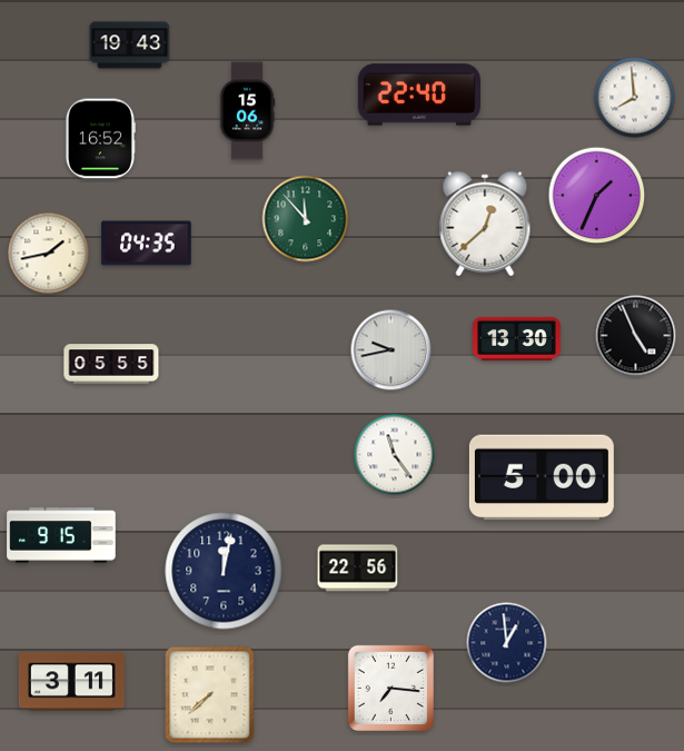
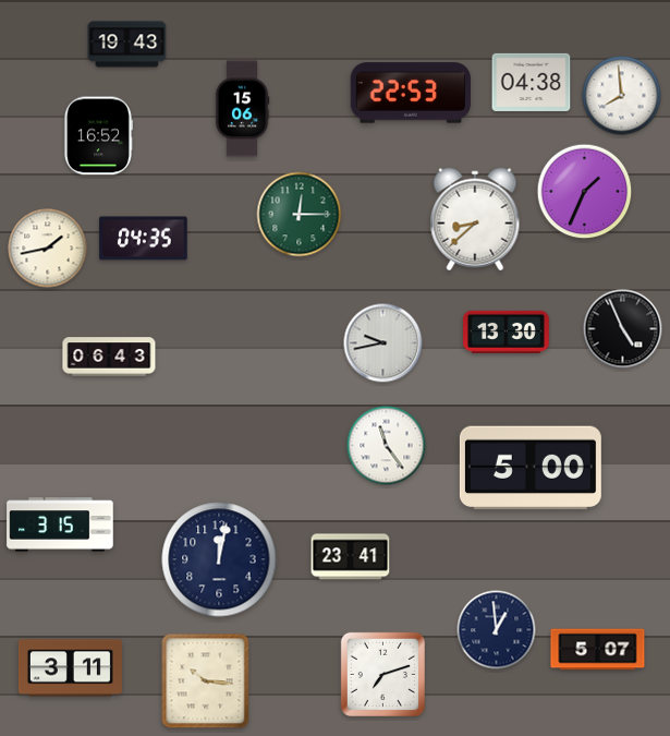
clock at (532, 82): none -> 04:38
clock at (419, 95): 22:40 -> 22:53
clock at (306, 219): 11:53 -> 12:15
clock at (485, 224): 12:38 -> 8:38
clock at (111, 364): 05:55 -> 06:43
clock at (61, 535): 9:15 -> 3:15
clock at (358, 569): 22:56 -> 23:41
clock at (598, 650): none -> 5:07
clock at (390, 688): 7:16 -> 7:12
clock at (210, 695): 7:38 -> 10:16
